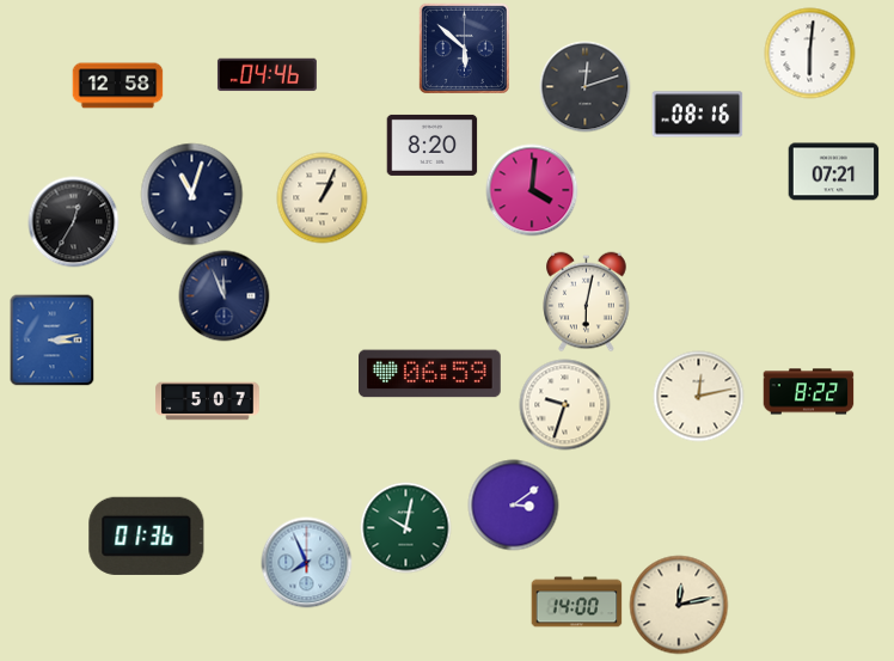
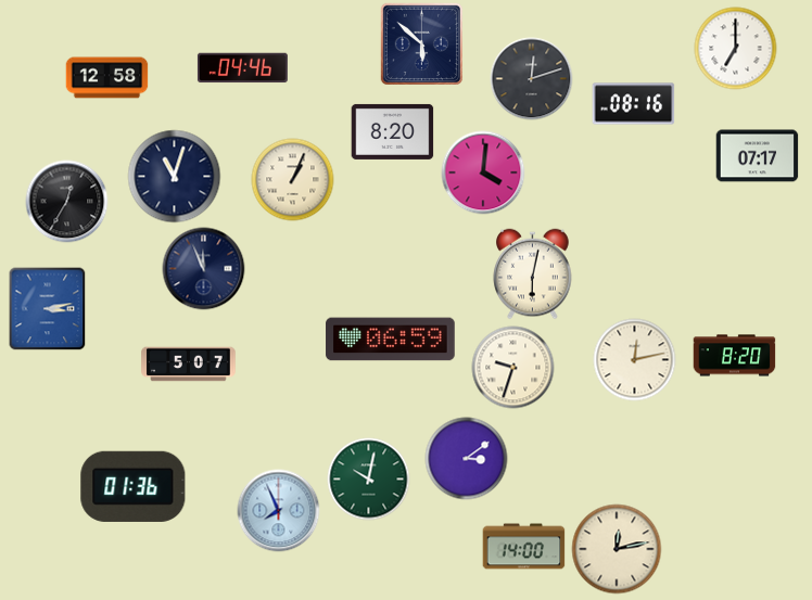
clock at (810, 54): 6:01 -> 7:00
clock at (834, 172): 07:21 -> 07:17
clock at (809, 392): 8:22 -> 8:20
